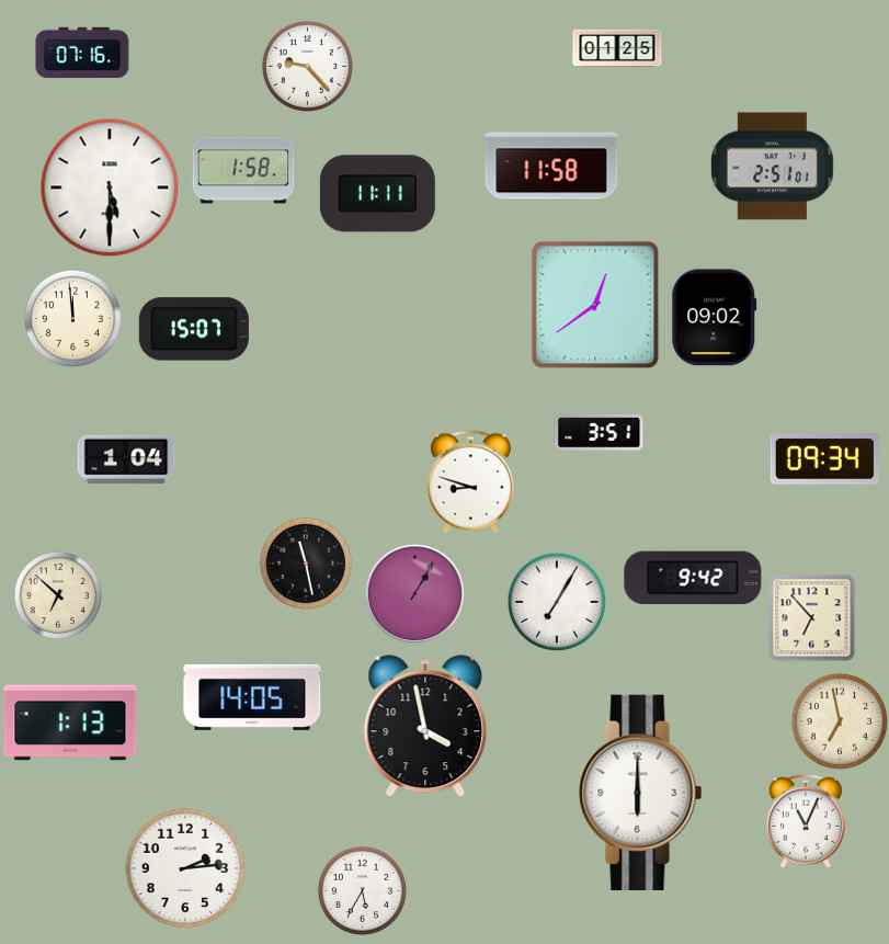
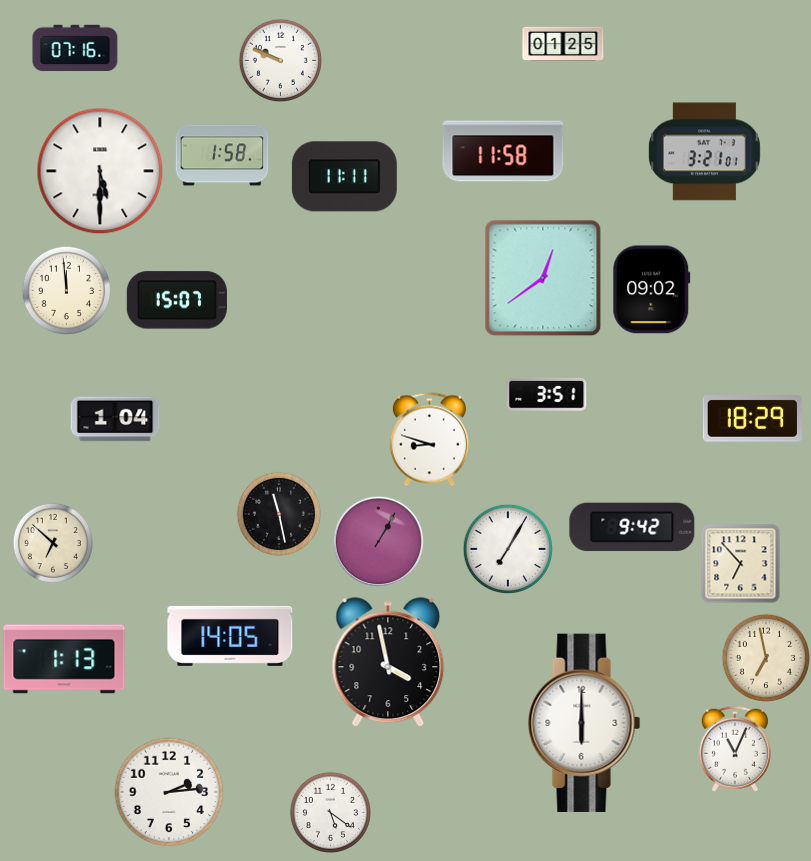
clock at (307, 66): 9:23 -> 9:49
clock at (772, 167): 2:51 -> 3:21
clock at (824, 459): 09:34 -> 18:29
clock at (362, 890): 5:35 -> 5:21
